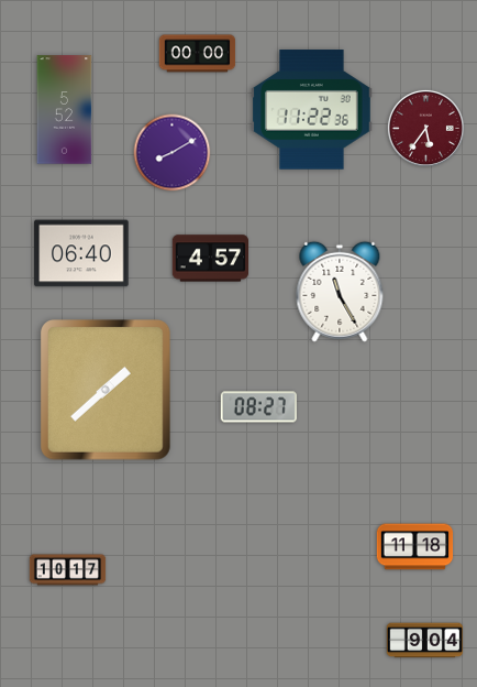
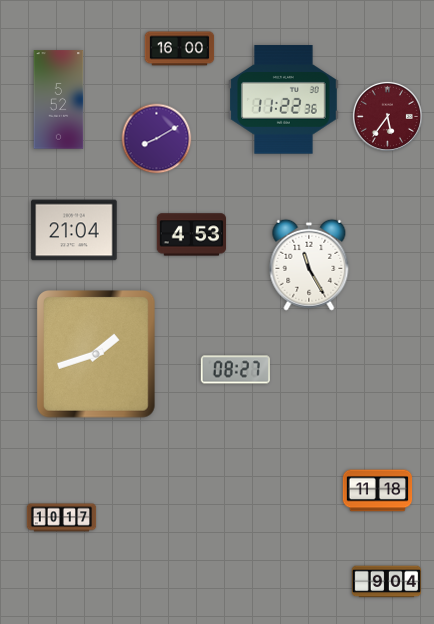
clock at (198, 54): 00:00 -> 16:00
clock at (81, 253): 06:40 -> 21:04
clock at (210, 259): 4:57 -> 4:53
clock at (107, 390): 1:38 -> 1:42
clock at (415, 547) position: (415, 547) -> (378, 491)
